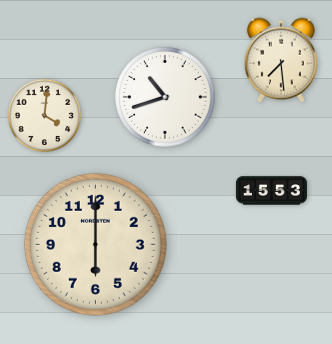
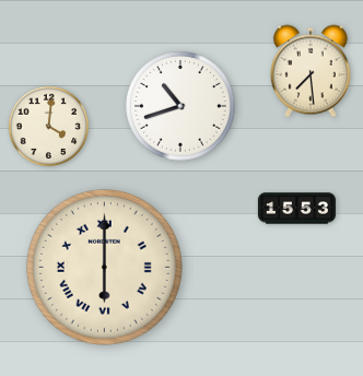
clock at (281, 60) position: (281, 60) -> (311, 71)
clock at (95, 244) numerals: Arabic -> Roman
